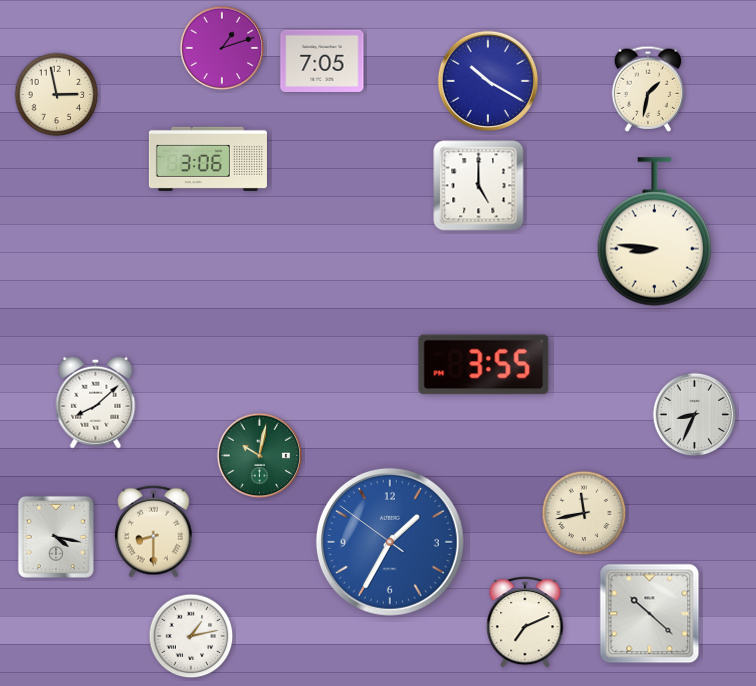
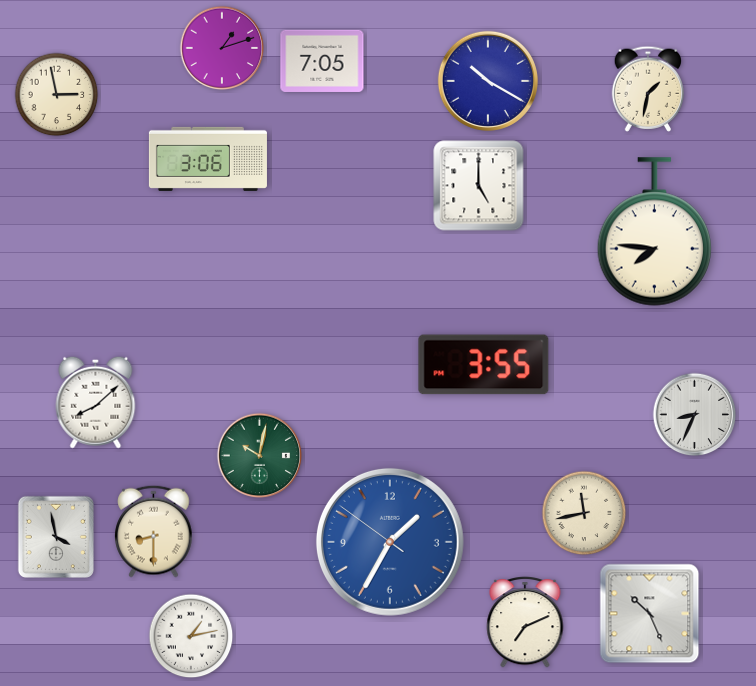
clock at (654, 232): 8:46 -> 7:46
clock at (56, 537): 4:17 -> 3:58
clock at (650, 614): 10:22 -> 10:26
